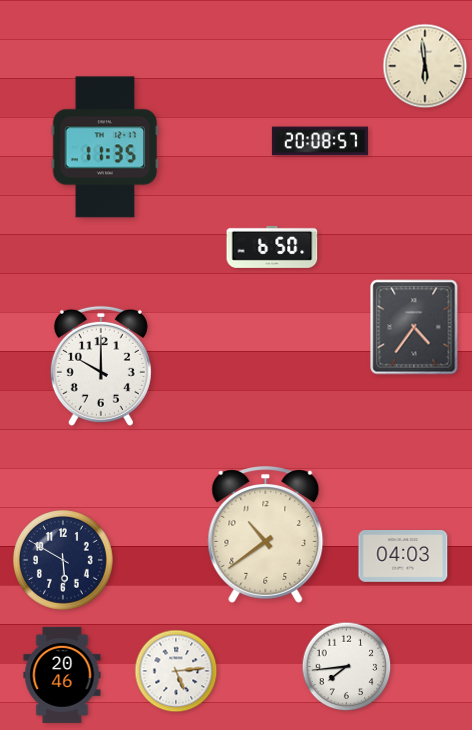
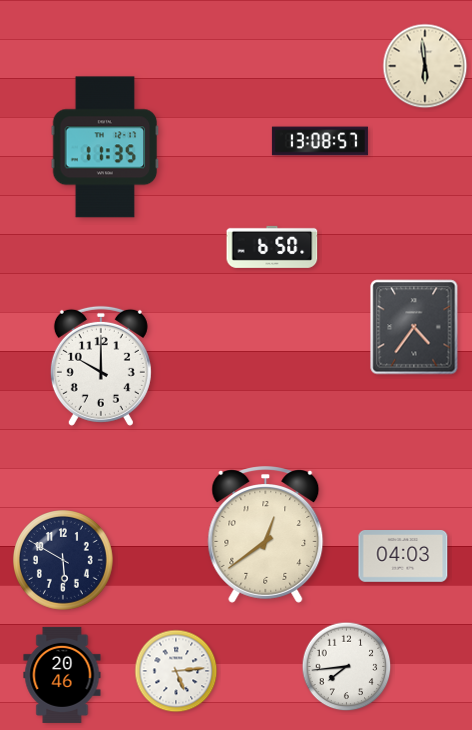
clock at (320, 141): 20:08 -> 13:08
clock at (266, 535): 10:39 -> 12:39
